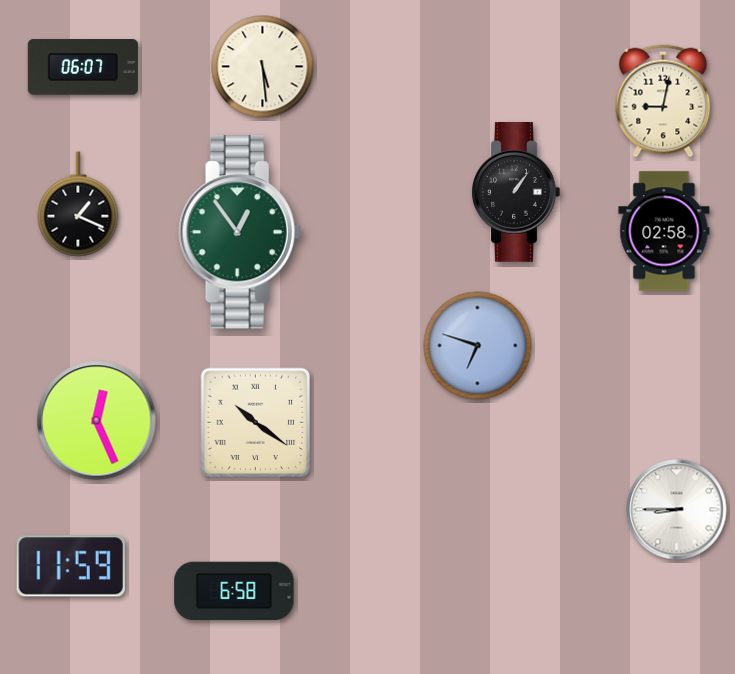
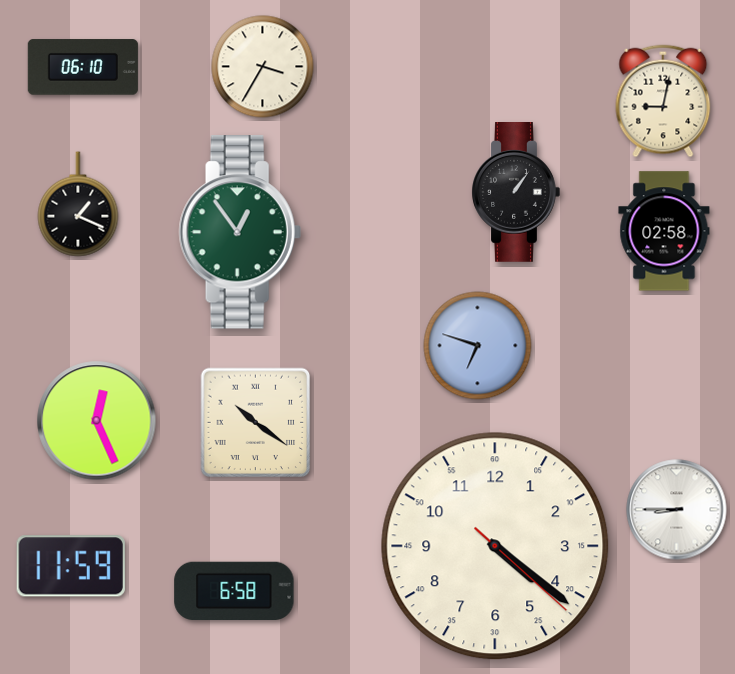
clock at (83, 67): 06:07 -> 06:10
clock at (263, 67): 5:29 -> 3:35
clock at (495, 546): none -> 4:21
